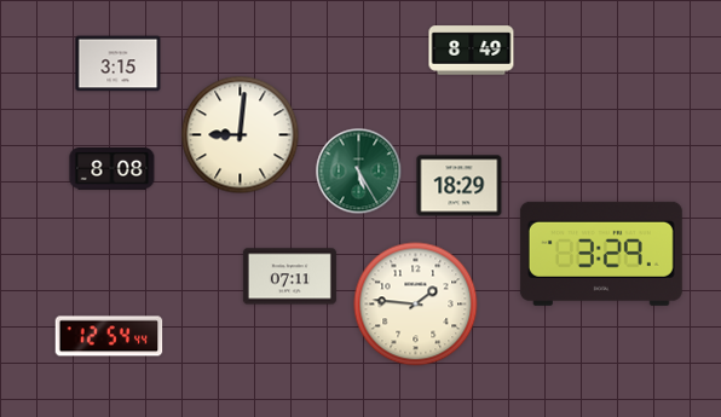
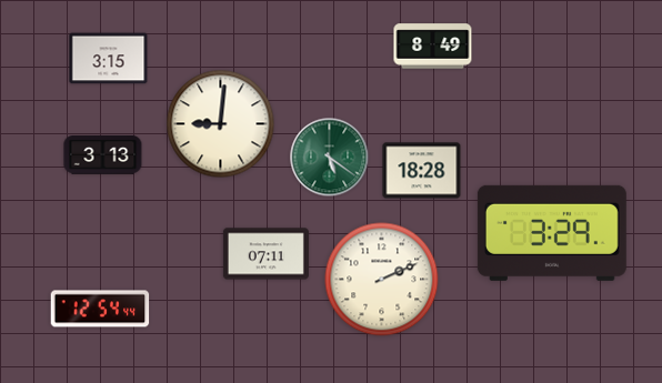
clock at (113, 169): 8:08 -> 3:13
clock at (359, 172): 5:25 -> 5:21
clock at (460, 186): 18:29 -> 18:28
clock at (416, 305): 1:46 -> 2:11
